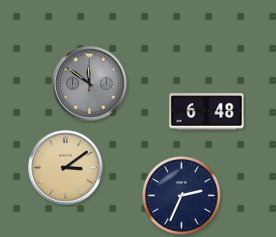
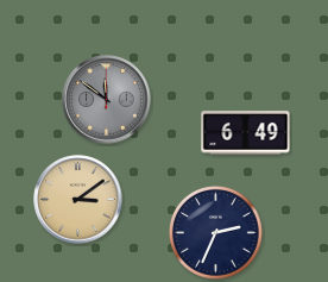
clock at (207, 112): 6:48 -> 6:49
